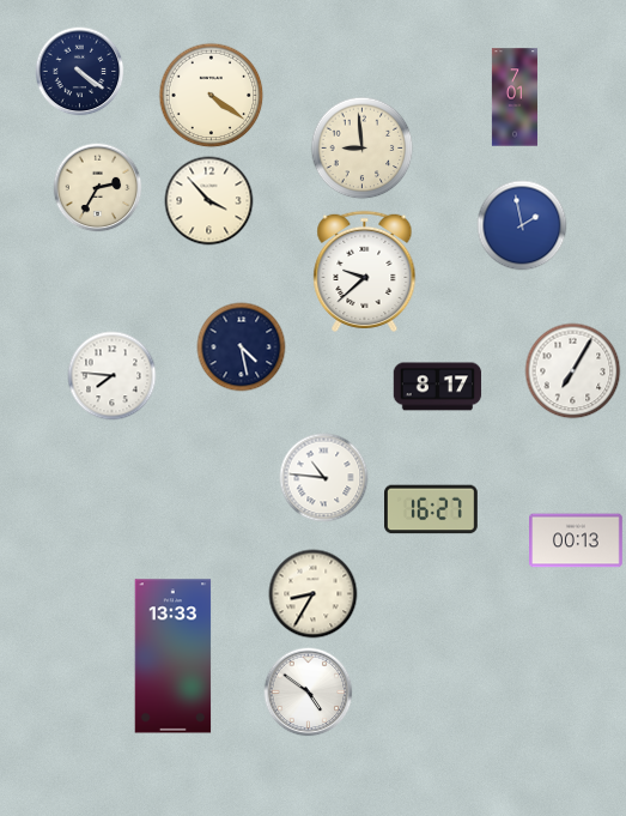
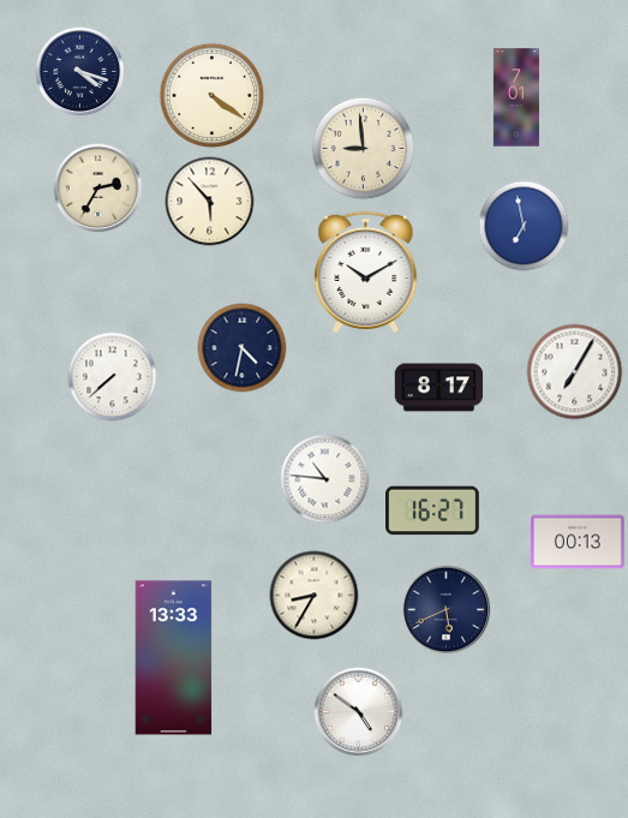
clock at (80, 72): 4:21 -> 4:18
clock at (209, 201): 3:53 -> 5:53
clock at (522, 225): 1:58 -> 6:58
clock at (365, 271): 9:38 -> 10:10
clock at (242, 347): 4:28 -> 4:32
clock at (113, 376): 7:46 -> 7:38
clock at (447, 610): none -> 5:41
clock at (309, 693) position: (309, 693) -> (359, 712)
